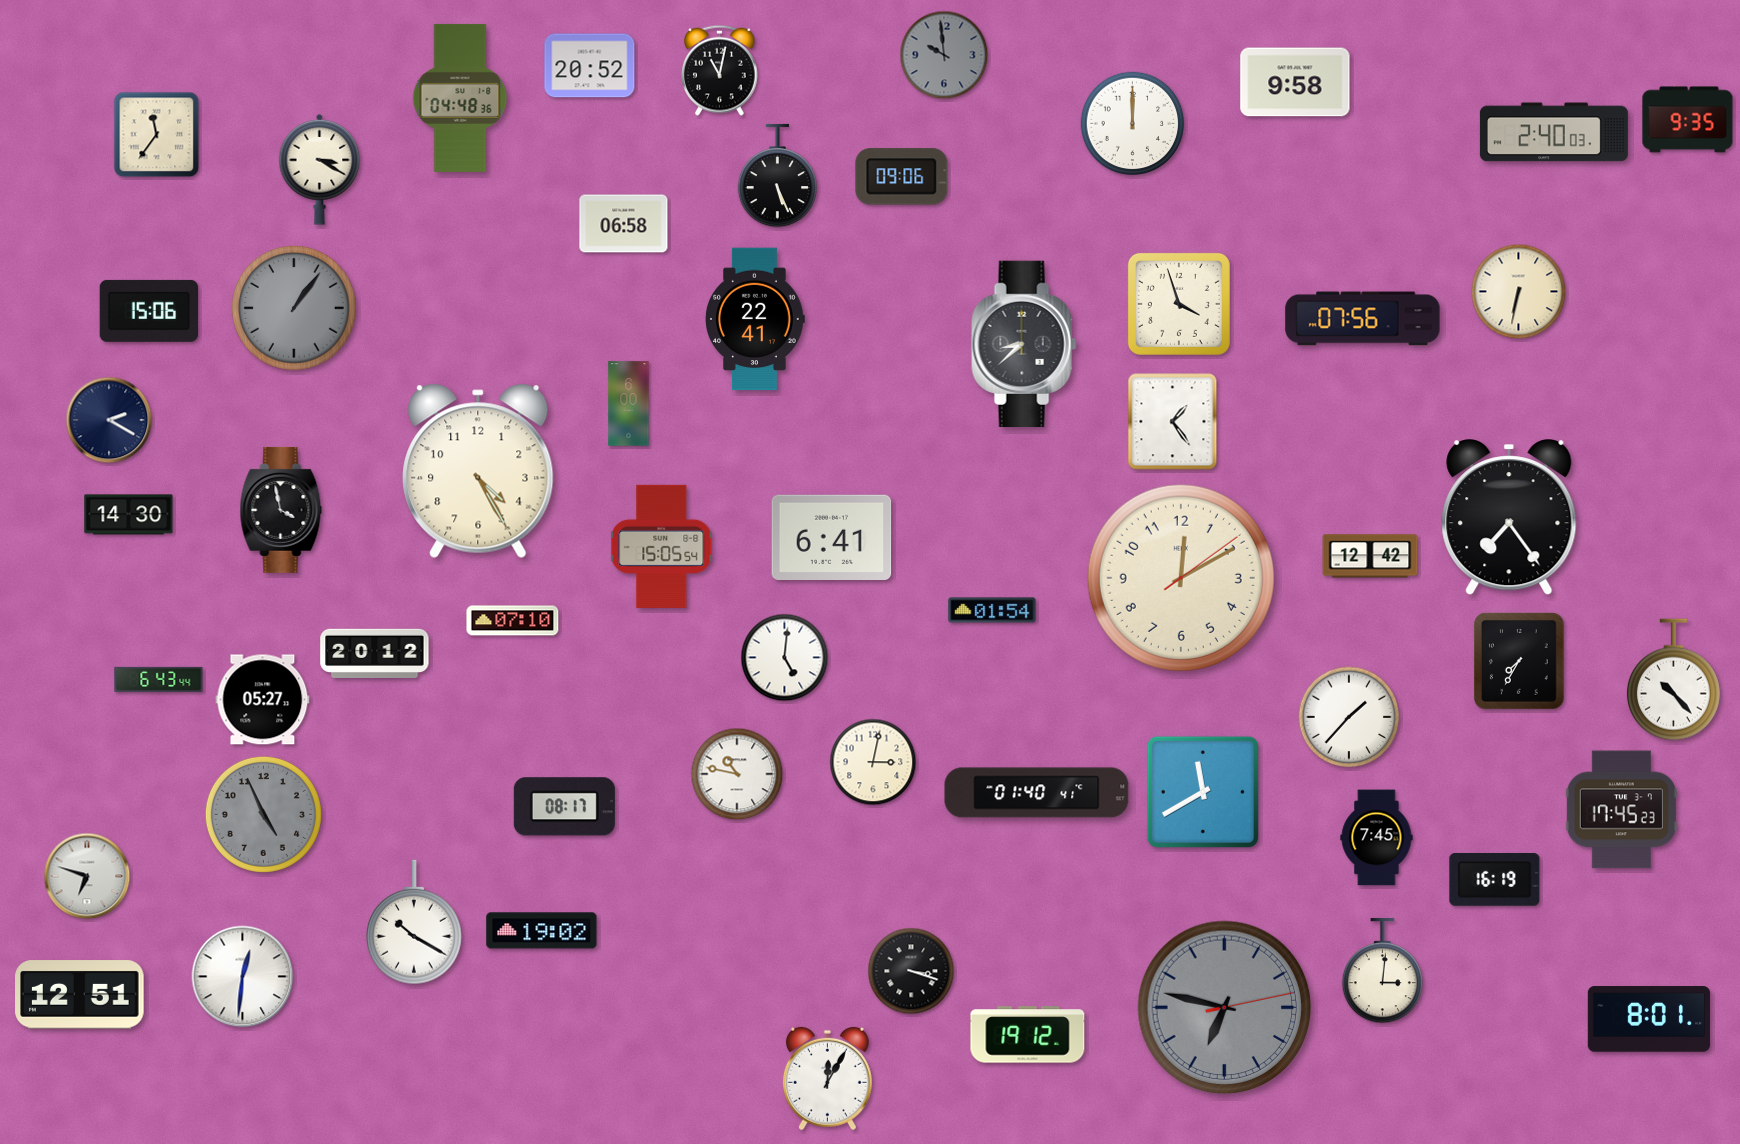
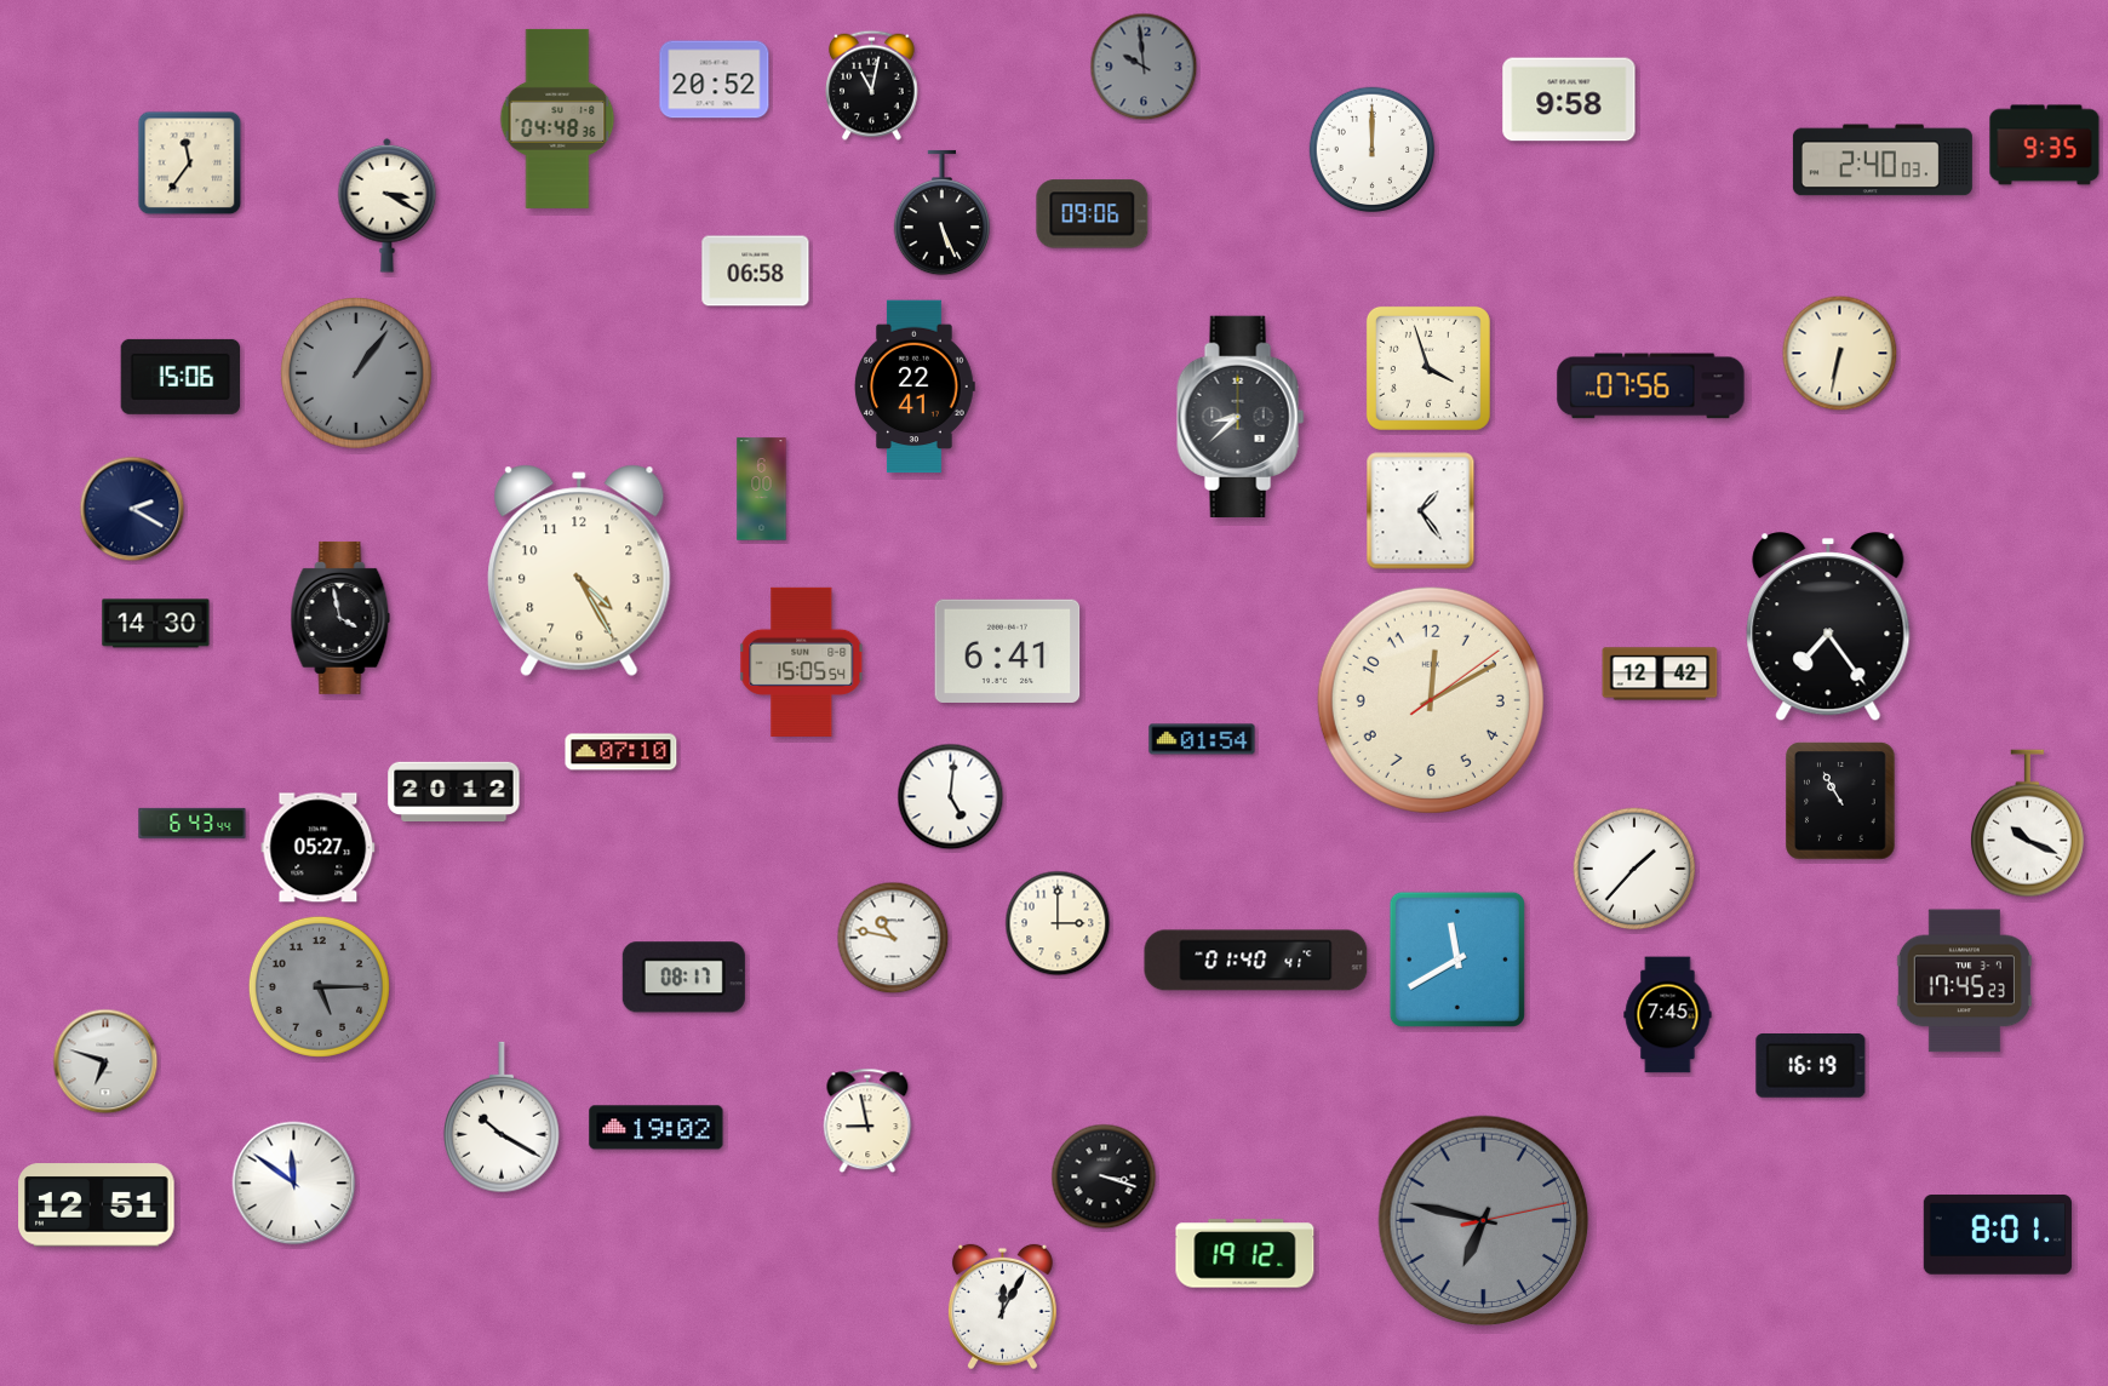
clock at (1519, 661): 7:35 -> 10:55
clock at (1673, 680): 10:23 -> 10:19
clock at (873, 762): 3:02 -> 3:00
clock at (263, 814): 4:56 -> 5:15
clock at (867, 1121): none -> 8:58
clock at (1382, 971): 3:01 -> none
clock at (243, 977): 12:31 -> 11:51
